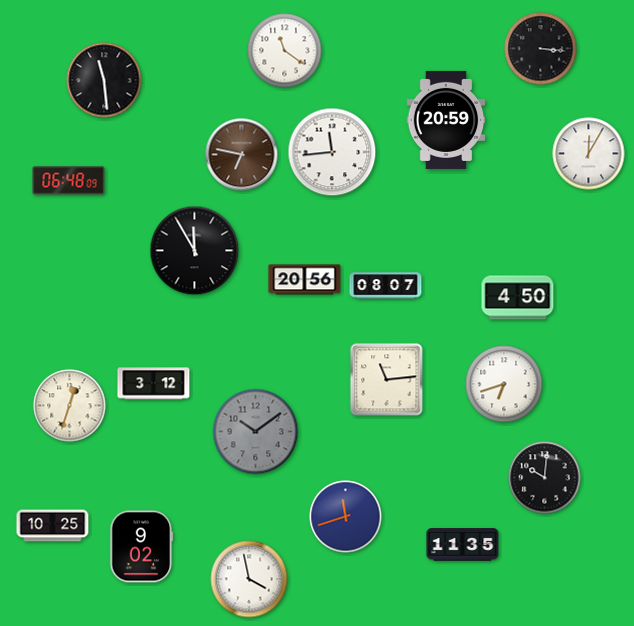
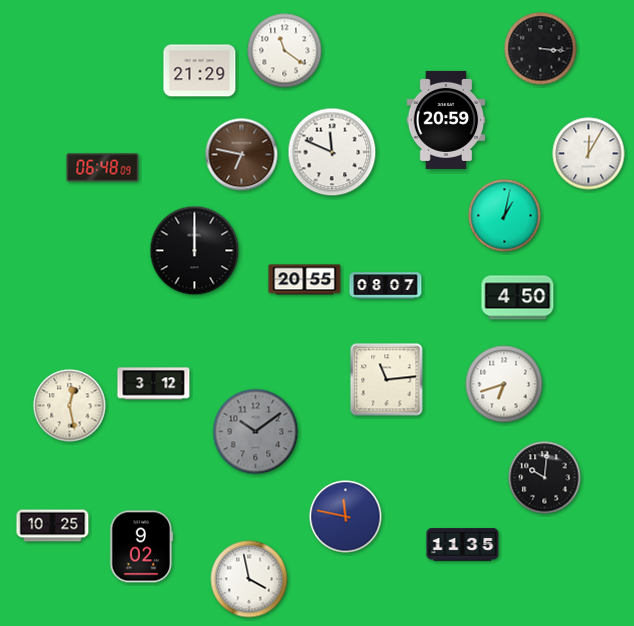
clock at (200, 71): none -> 21:29
clock at (104, 80): 11:29 -> none
clock at (332, 152): 11:44 -> 11:49
clock at (69, 181) position: (69, 181) -> (103, 168)
clock at (505, 216): none -> 1:02
clock at (195, 251): 11:55 -> 12:00
clock at (305, 280): 20:56 -> 20:55
clock at (70, 406): 12:33 -> 12:28
clock at (346, 517): 11:42 -> 11:47
